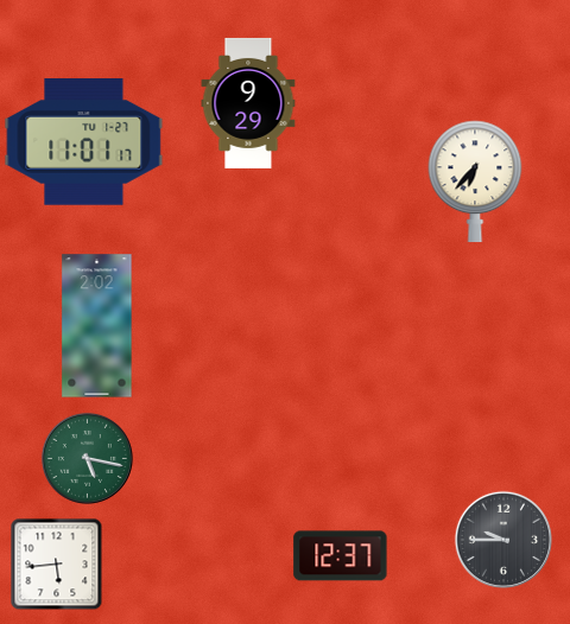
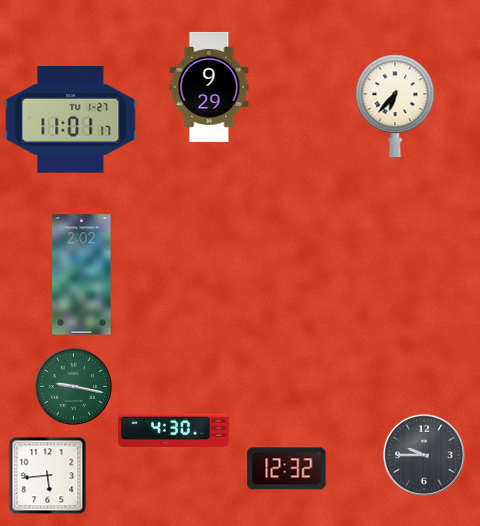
clock at (475, 182) position: (475, 182) -> (395, 106)
clock at (87, 458): 5:17 -> 9:17
clock at (173, 431): none -> 4:30
clock at (341, 556): 12:37 -> 12:32
